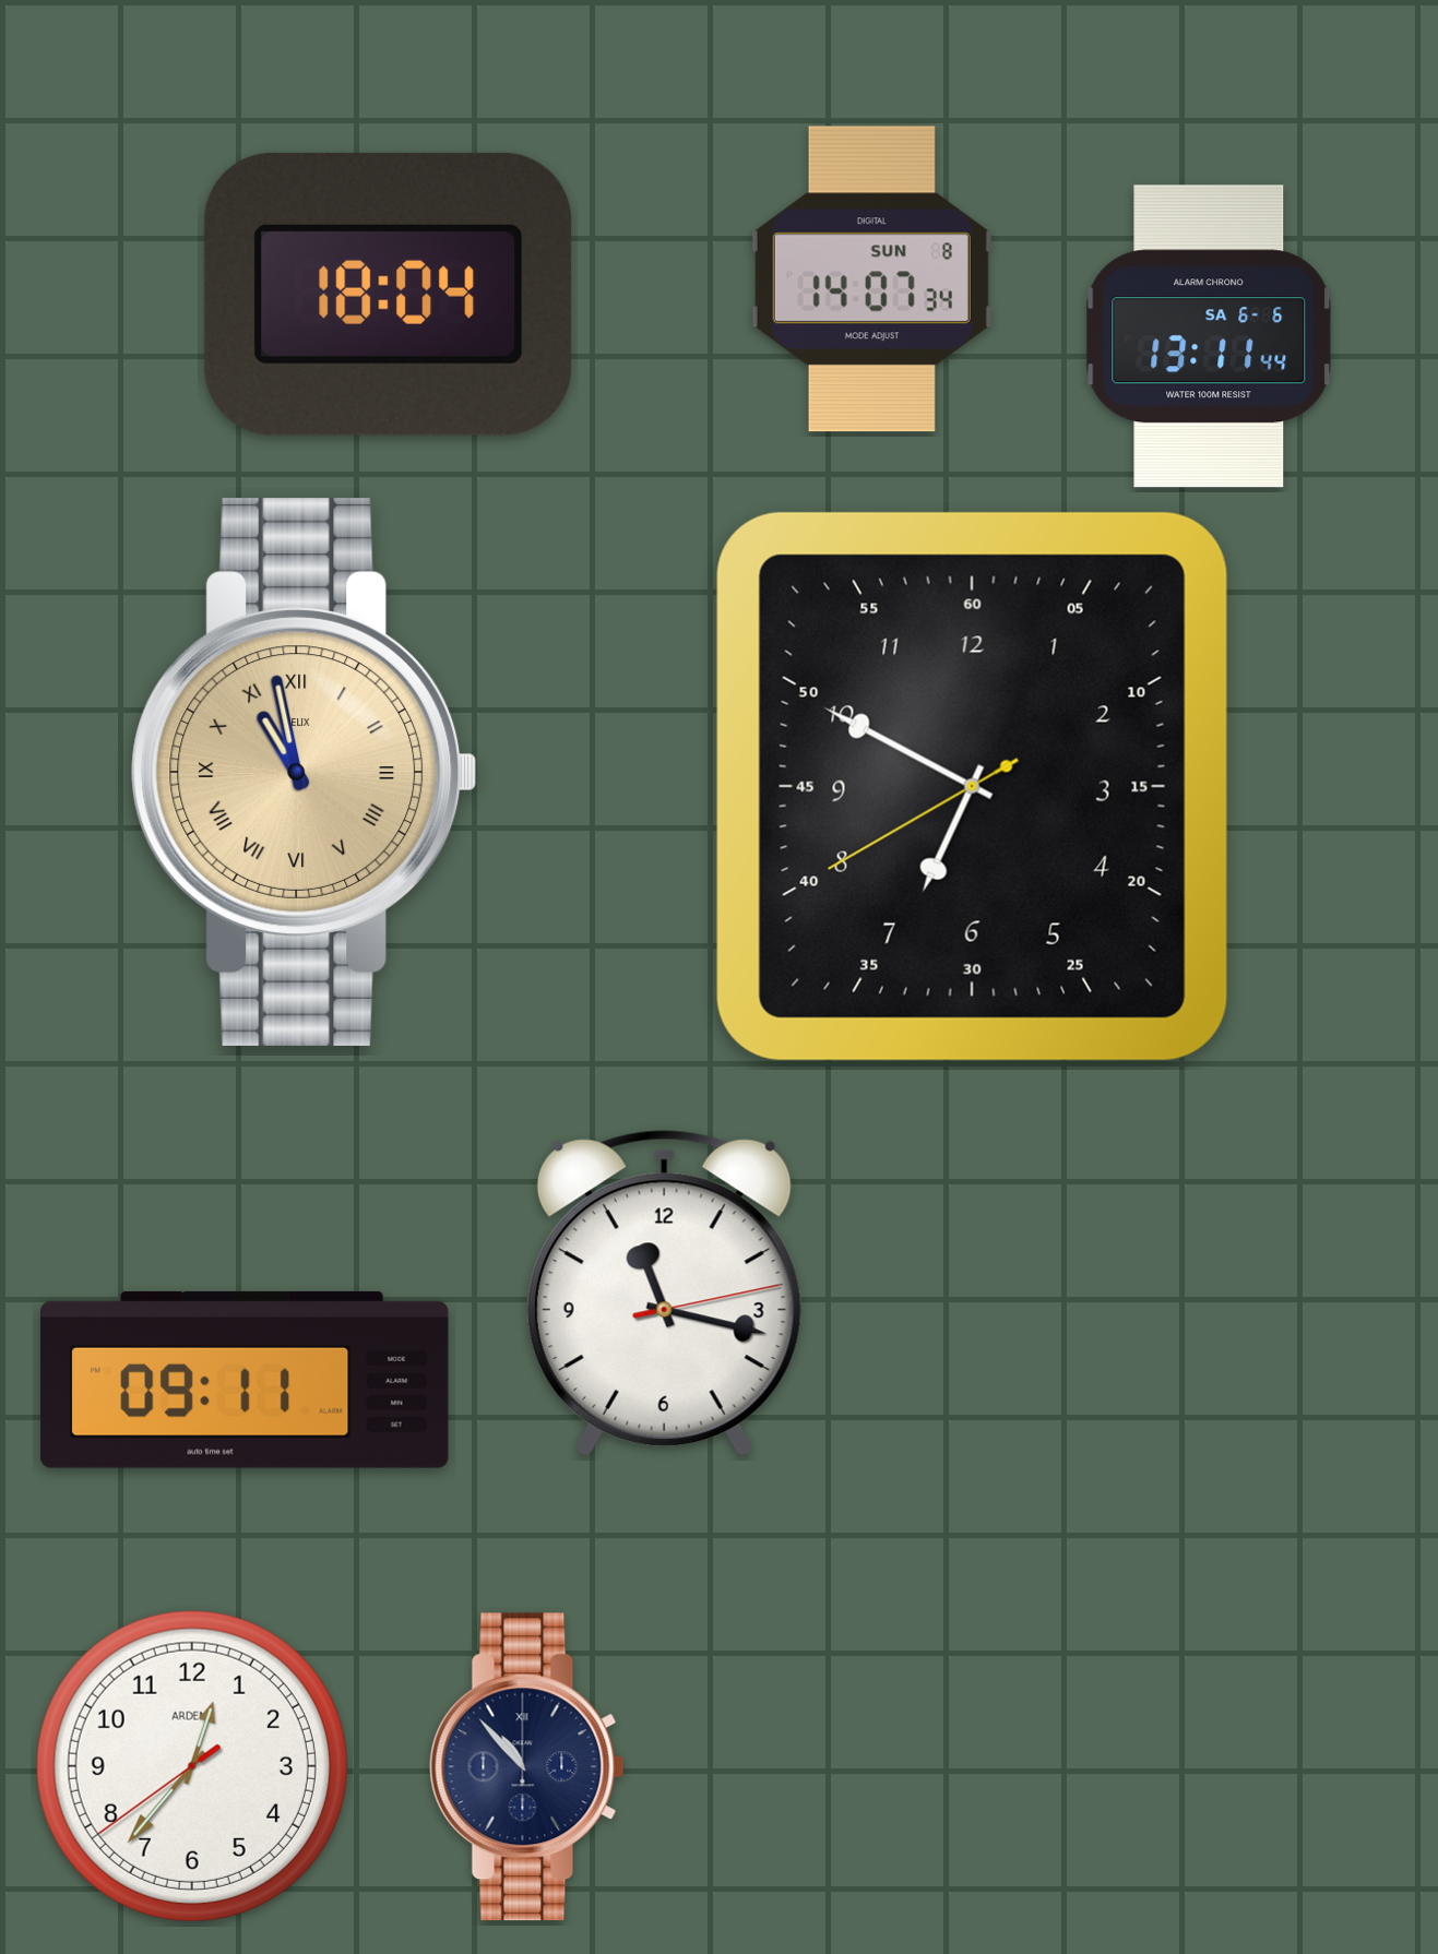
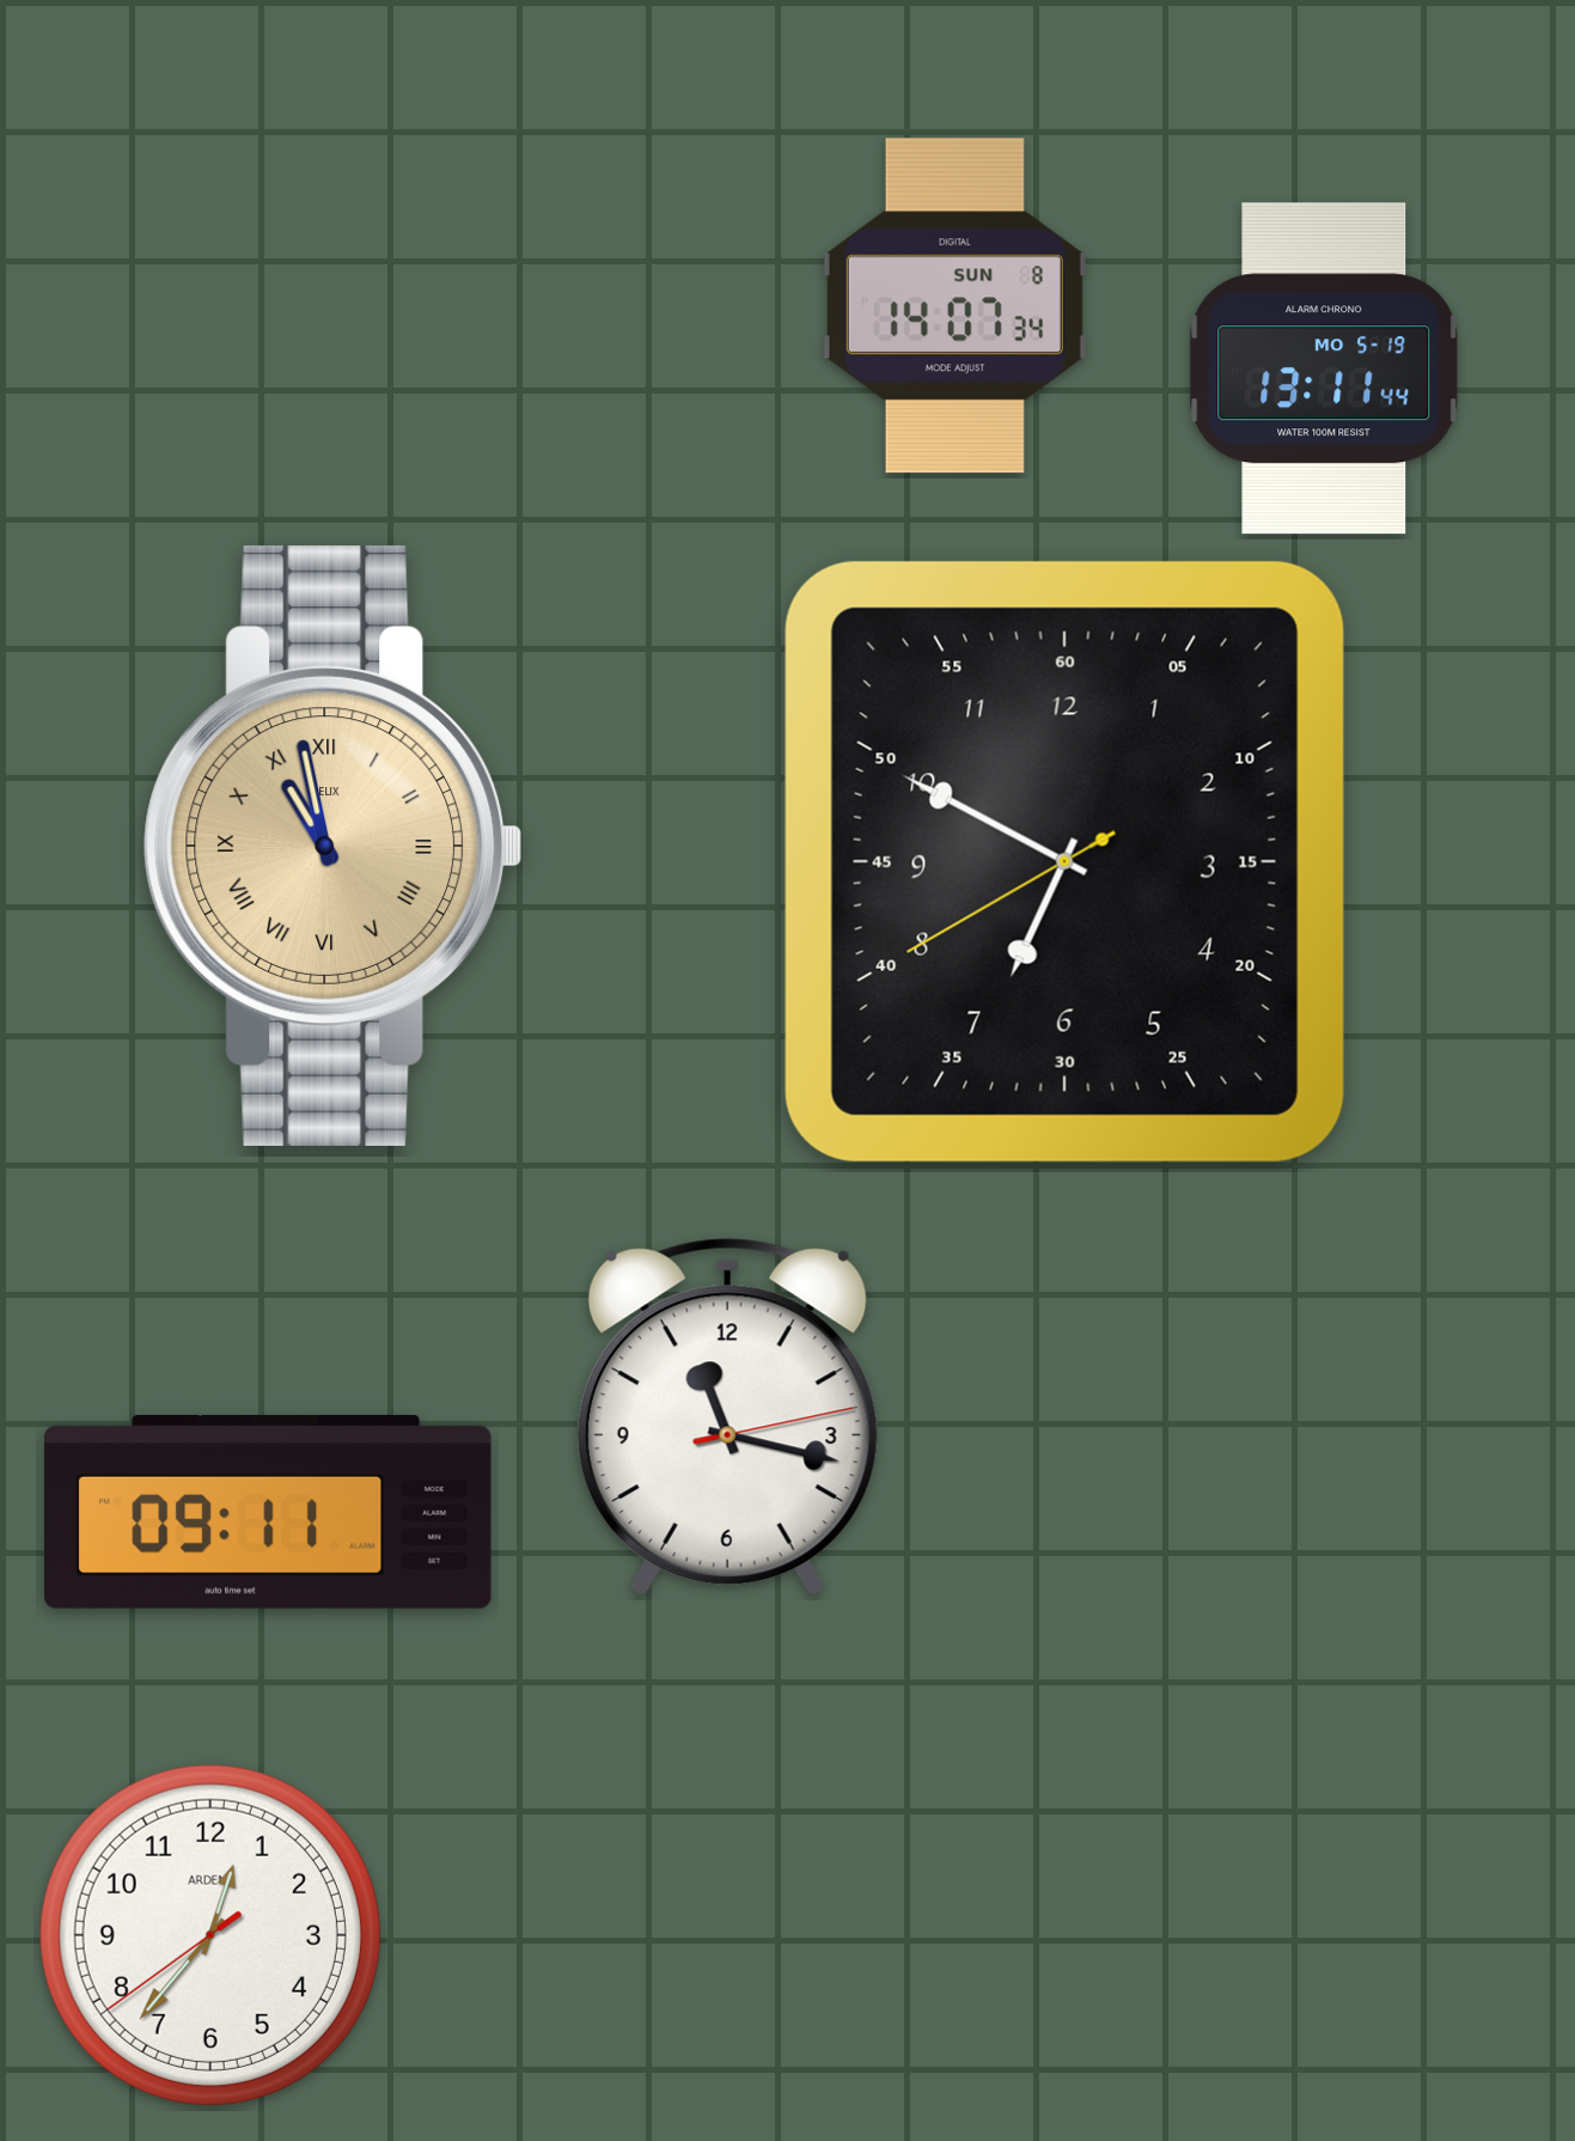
clock at (389, 294): 18:04 -> none
clock at (1209, 336) date: SA 6-6 -> MO 5-19
clock at (527, 1767): 10:53 -> none
